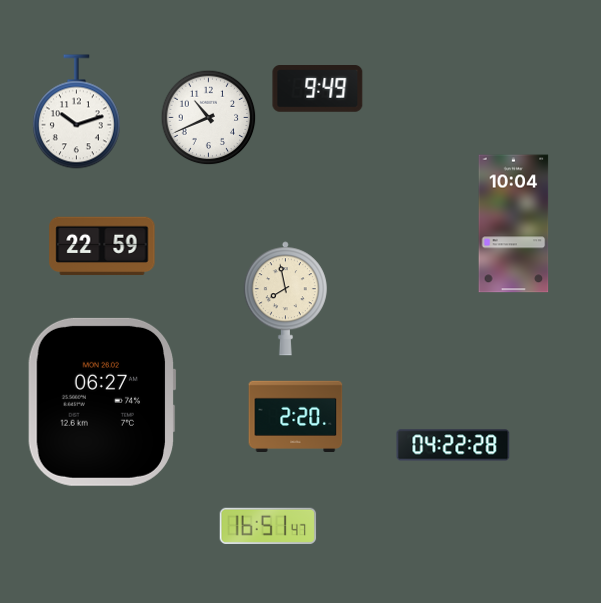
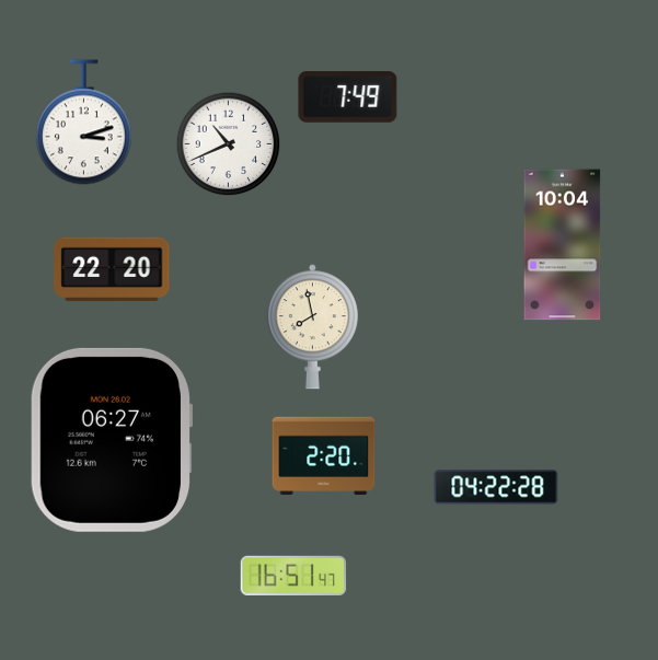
clock at (318, 89): 9:49 -> 7:49
clock at (76, 112): 10:12 -> 3:12
clock at (209, 118) position: (209, 118) -> (229, 144)
clock at (102, 246): 22:59 -> 22:20
